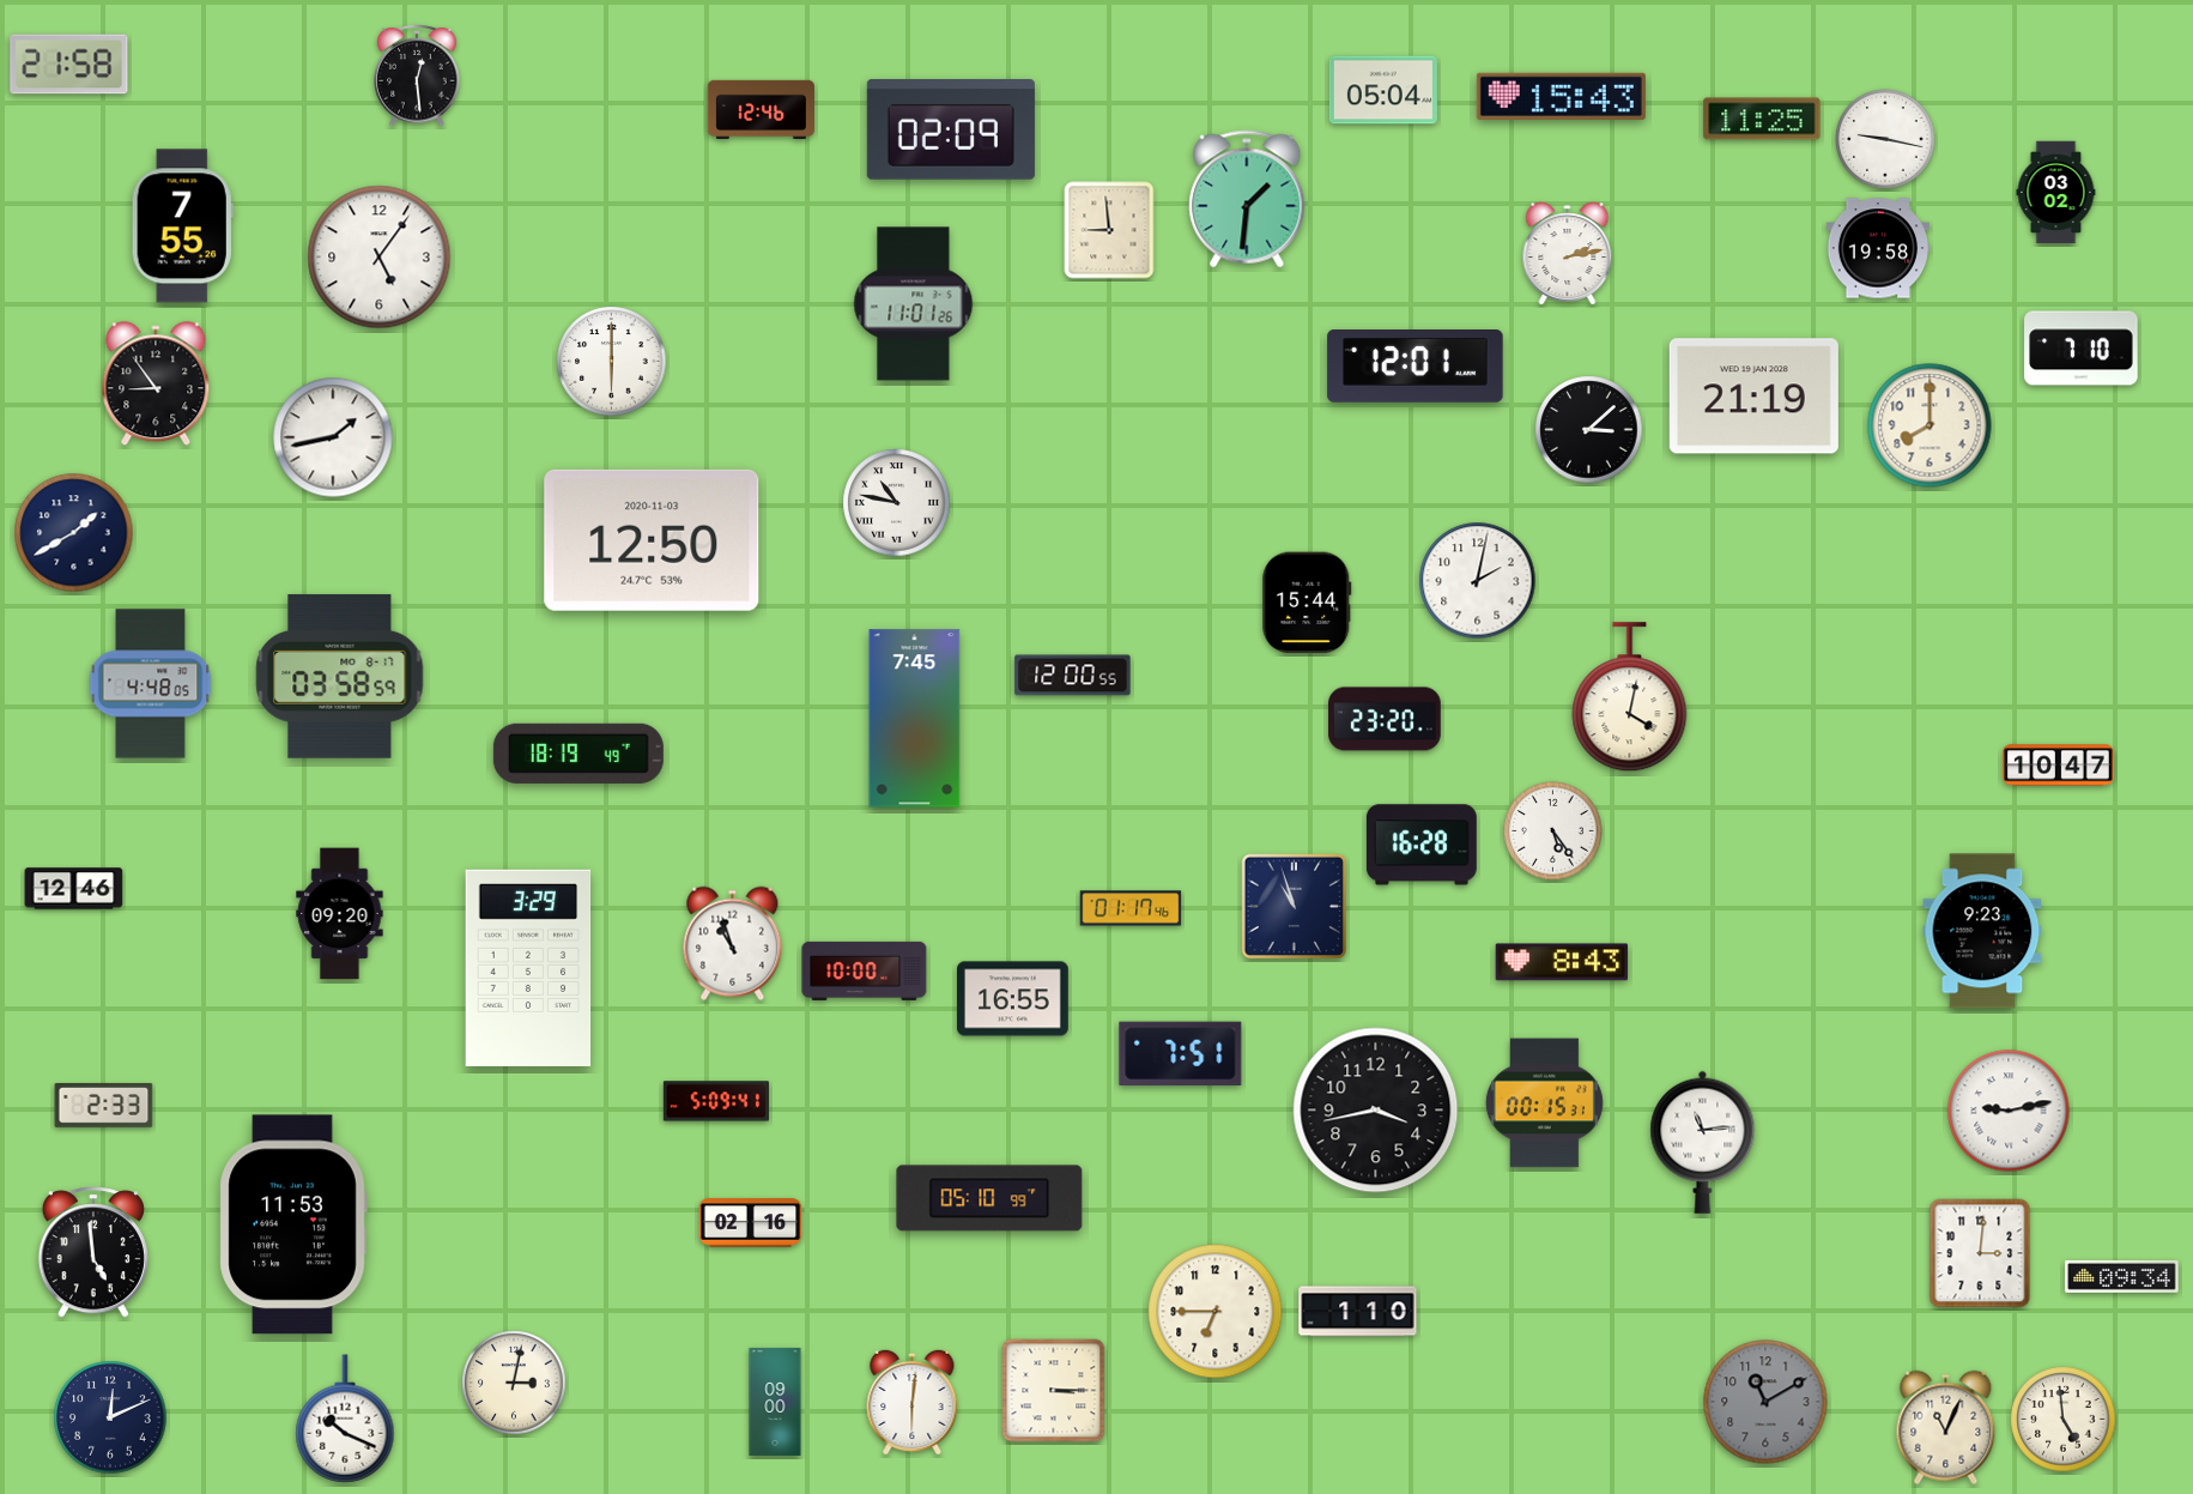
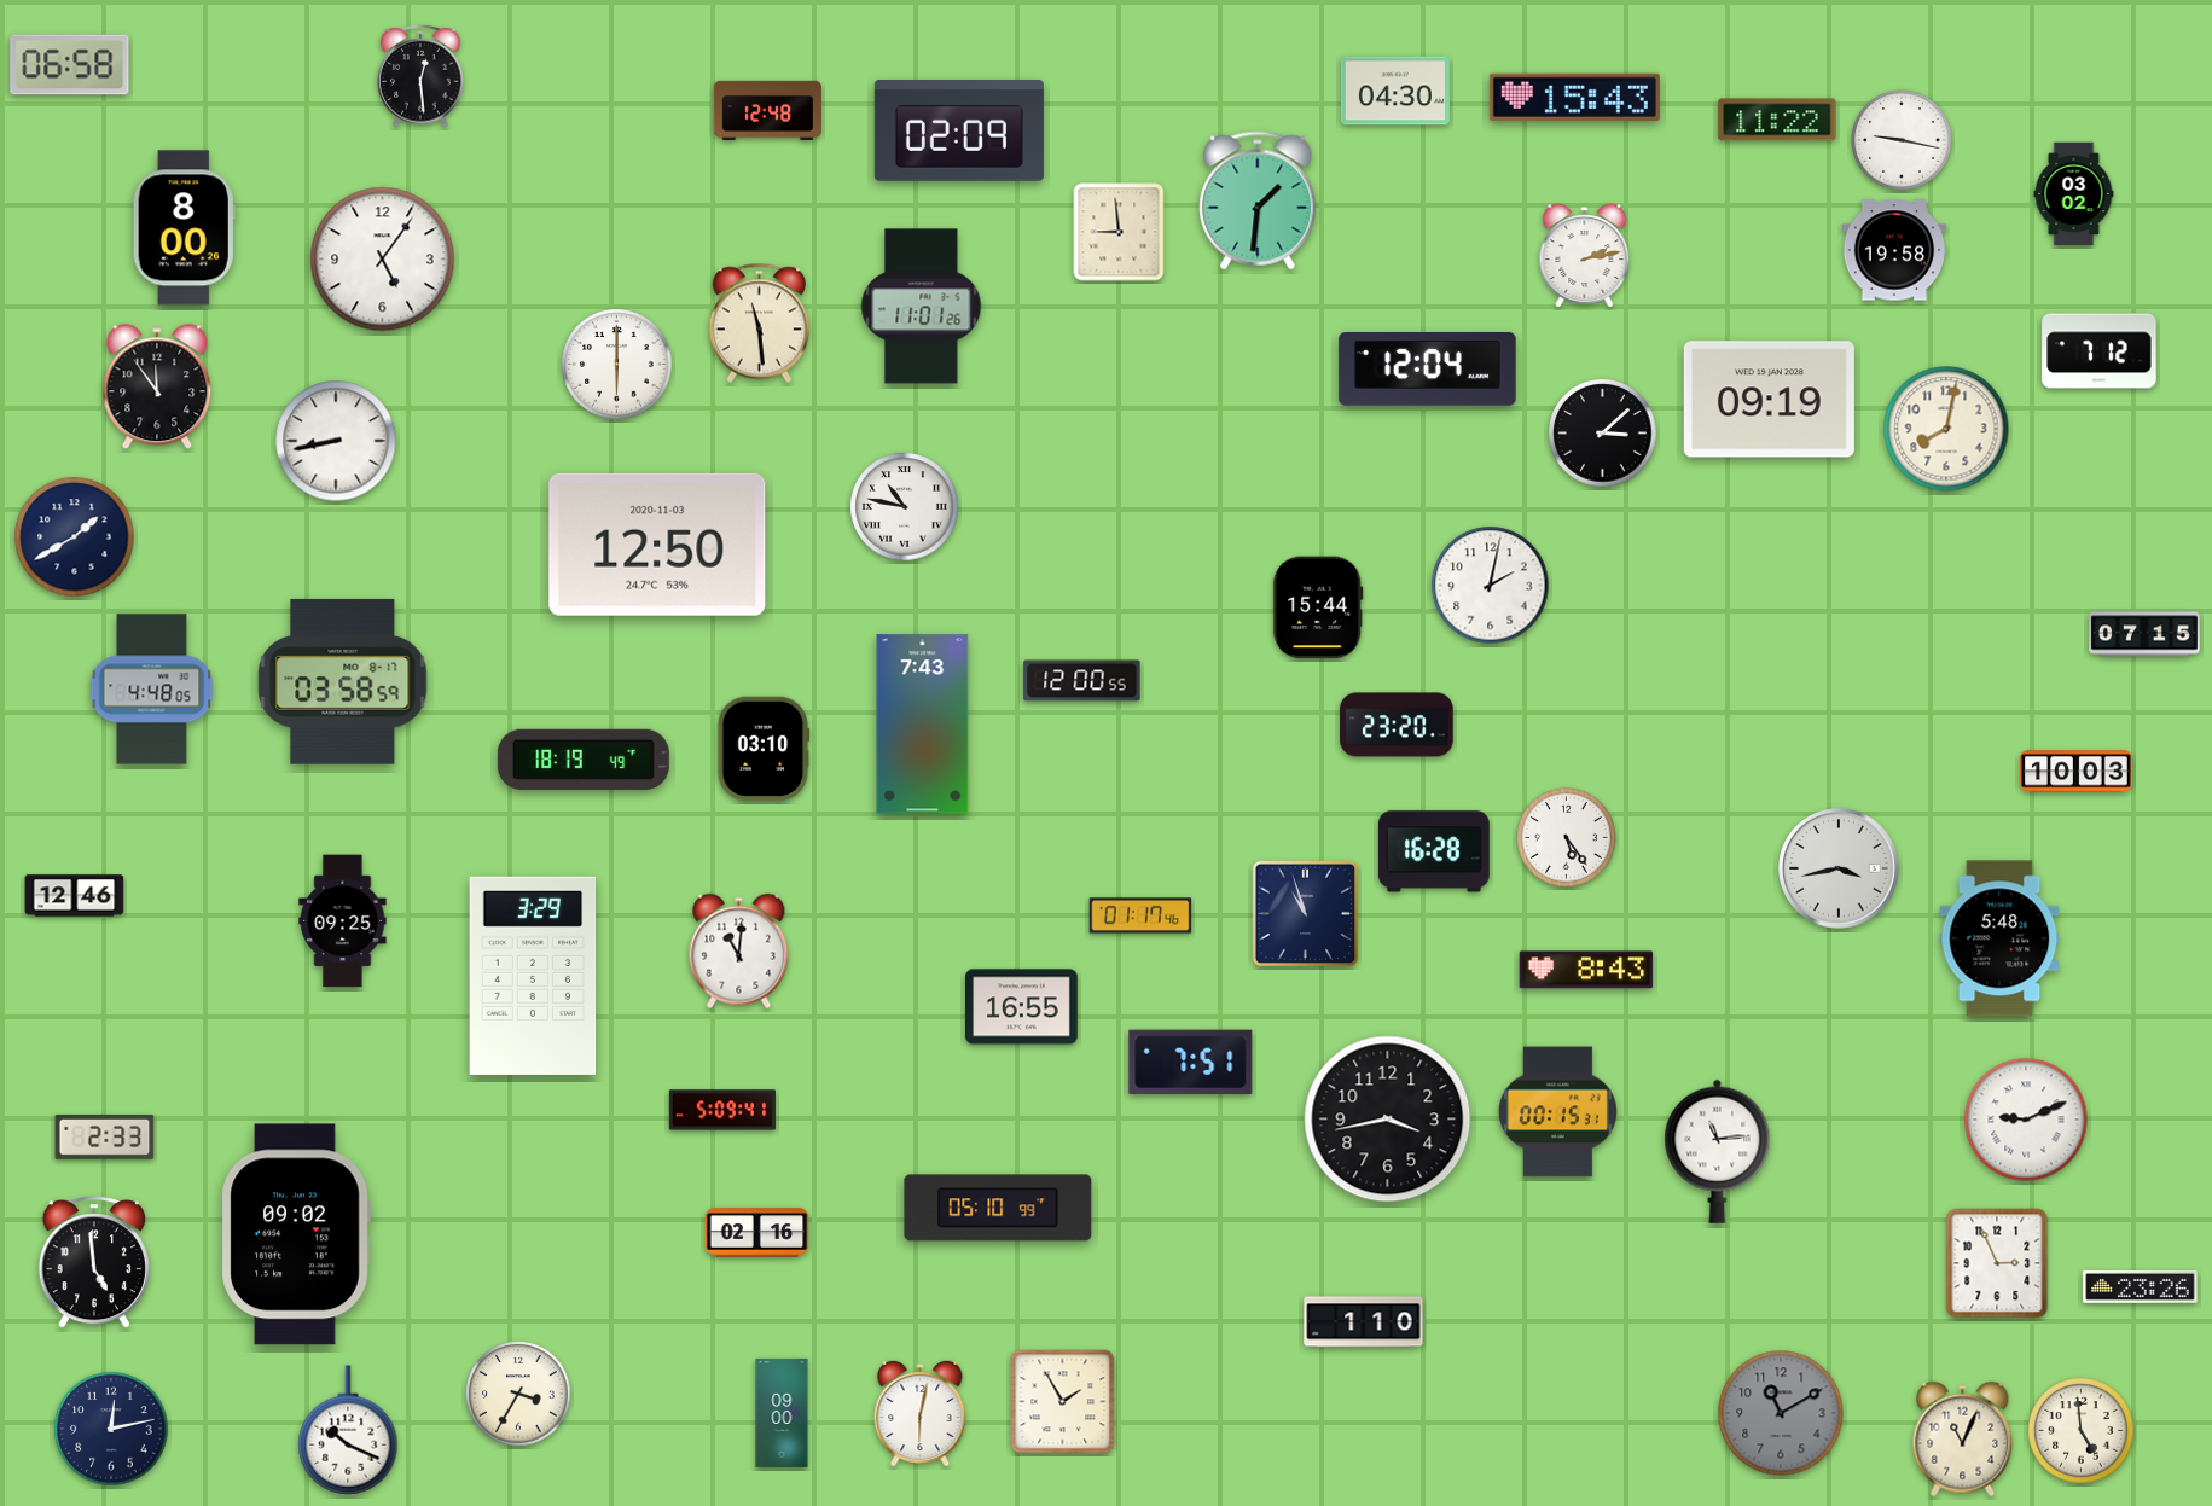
clock at (69, 65): 21:58 -> 06:58
clock at (1383, 90): 05:04 -> 04:30
clock at (761, 110): 12:46 -> 12:48
clock at (1762, 119): 11:25 -> 11:22
clock at (182, 226): 7:55 -> 8:00
clock at (1568, 254) position: (1568, 254) -> (1585, 256)
clock at (759, 324): none -> 11:29
clock at (2082, 349): 7:10 -> 7:12
clock at (1416, 367): 12:01 -> 12:04
clock at (156, 385): 8:54 -> 11:54
clock at (1753, 397): 21:19 -> 09:19
clock at (1930, 425): 8:00 -> 8:02
clock at (333, 437): 1:43 -> 8:43
clock at (2146, 634): none -> 07:15
clock at (1630, 697): 4:02 -> none
clock at (915, 719): 7:45 -> 7:43
clock at (764, 749): none -> 03:10
clock at (2059, 766): 10:47 -> 10:03
clock at (1839, 868): none -> 3:43
clock at (340, 914): 09:20 -> 09:25
clock at (1982, 931): 9:23 -> 5:48
clock at (733, 944): 10:57 -> 11:01
clock at (1562, 962) position: (1562, 962) -> (1586, 970)
clock at (865, 970): 10:00 -> none
clock at (104, 1106) position: (104, 1106) -> (105, 1138)
clock at (2009, 1111): 9:13 -> 9:11
clock at (293, 1224): 11:53 -> 09:02
clock at (1980, 1253): 3:01 -> 2:56
clock at (2122, 1277): 09:34 -> 23:26
clock at (1216, 1312): 6:45 -> none
clock at (1358, 1312) position: (1358, 1312) -> (1364, 1322)
clock at (514, 1383): 3:02 -> 3:35
clock at (1054, 1391): 3:15 -> 1:55
clock at (913, 1401): 6:01 -> 6:02
clock at (110, 1417): 12:11 -> 12:13
